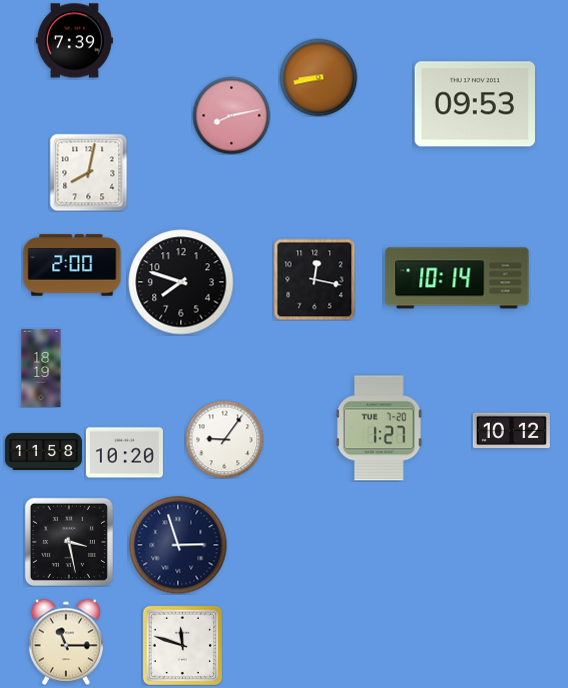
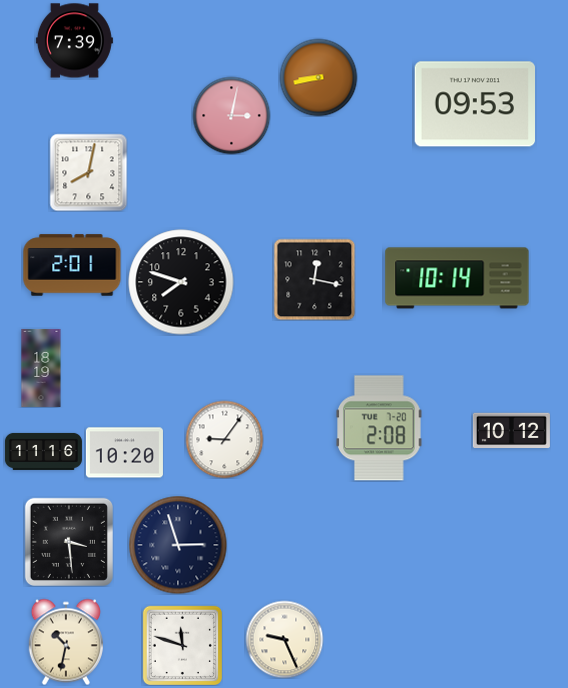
clock at (231, 115): 8:13 -> 3:02
clock at (72, 265): 2:00 -> 2:01
clock at (379, 428): 1:27 -> 2:08
clock at (43, 451): 11:58 -> 11:16
clock at (69, 542): 3:28 -> 3:29
clock at (284, 639): none -> 9:26
clock at (66, 642): 11:15 -> 10:32
